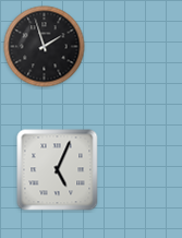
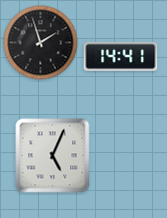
clock at (121, 56): none -> 14:41
